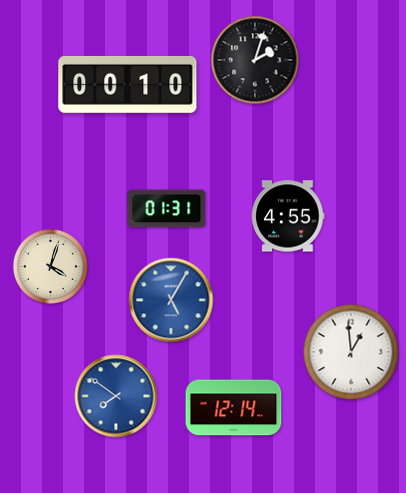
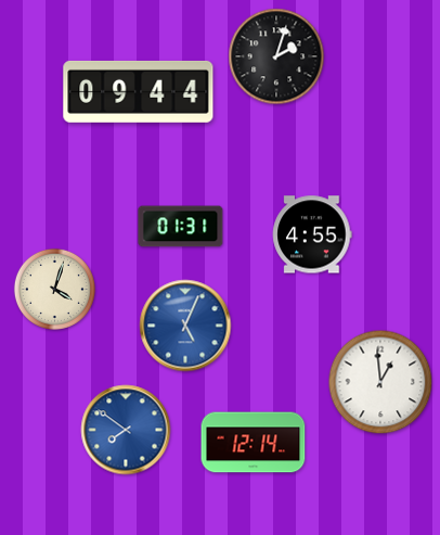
clock at (255, 60) position: (255, 60) -> (276, 56)
clock at (128, 84): 00:10 -> 09:44
clock at (171, 300): 5:05 -> 5:04
